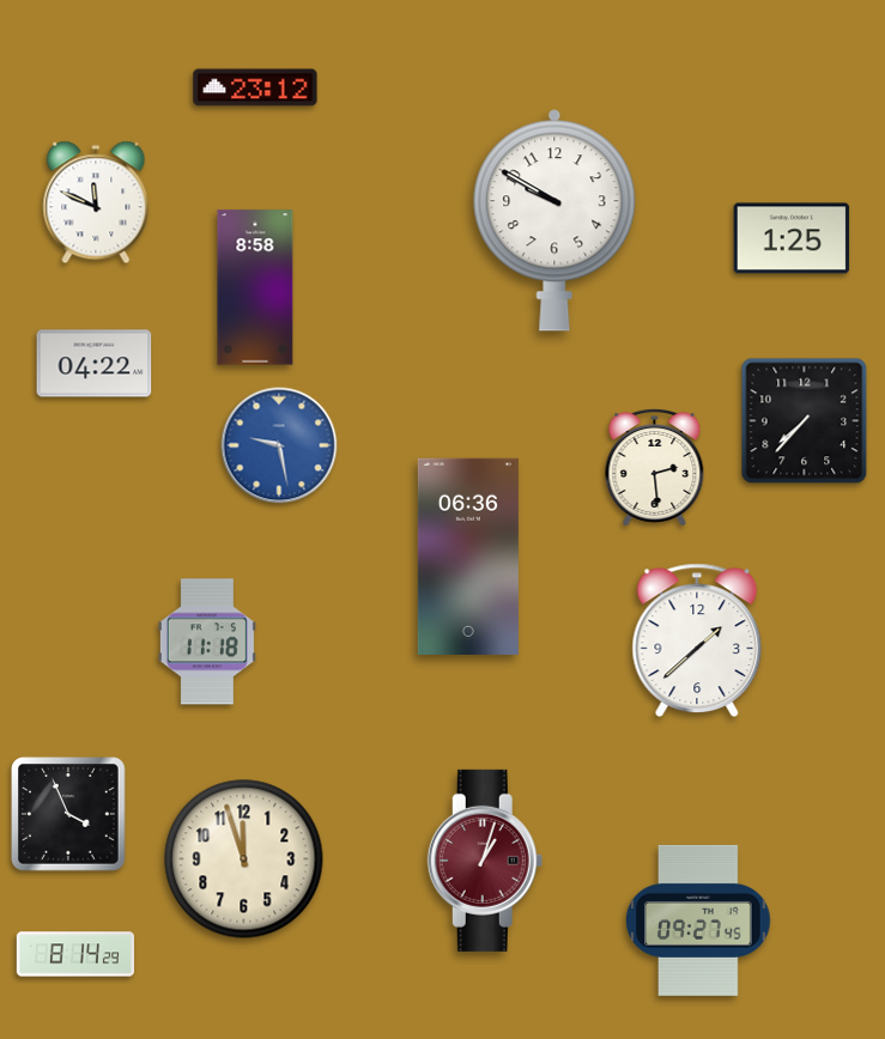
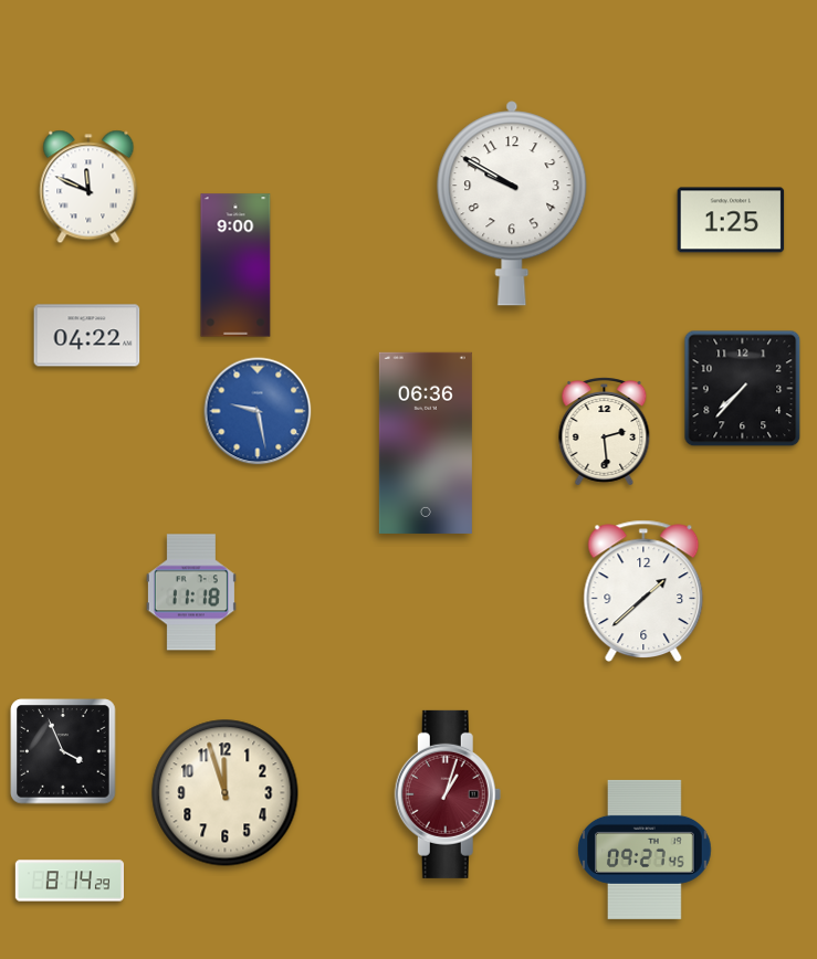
clock at (255, 87): 23:12 -> none
clock at (255, 287): 8:58 -> 9:00
clock at (468, 557) position: (468, 557) -> (426, 443)
